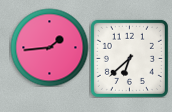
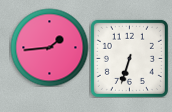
clock at (129, 58): 6:38 -> 6:33
